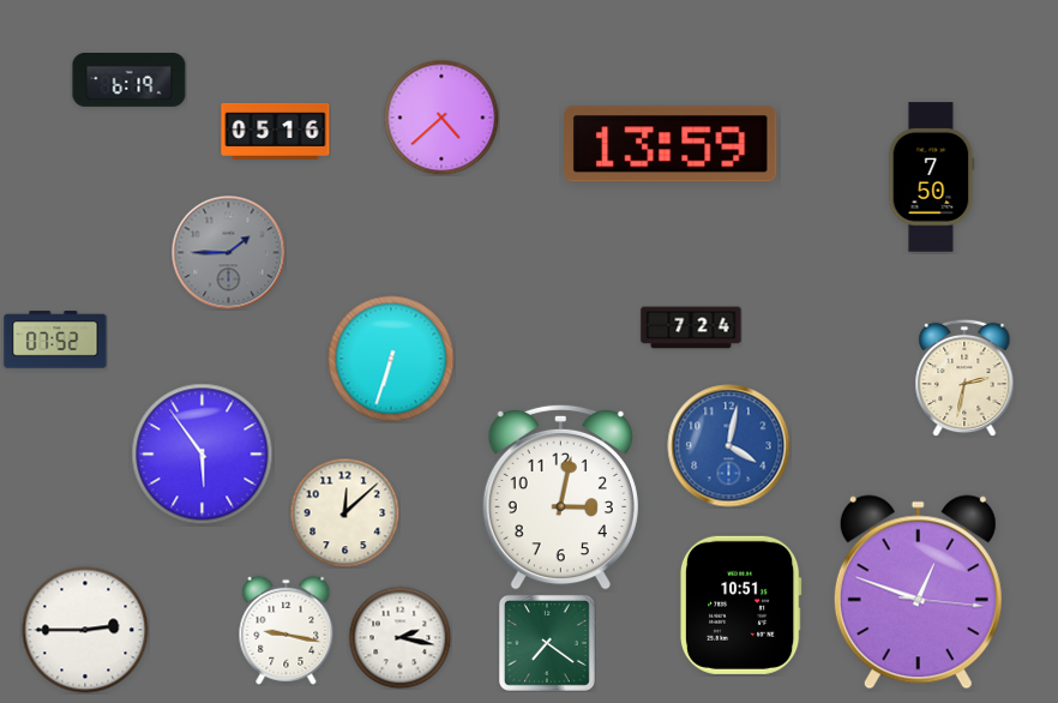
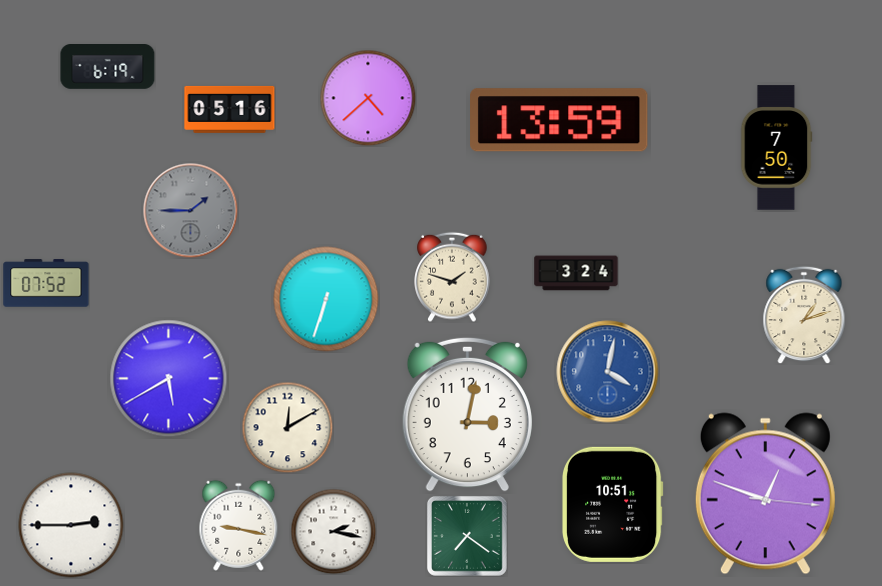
clock at (691, 328): 7:24 -> 3:24
clock at (452, 277): none -> 1:48
clock at (964, 378): 2:32 -> 1:12
clock at (203, 455): 5:54 -> 5:40
clock at (344, 512): 12:08 -> 12:10
clock at (740, 605) position: (740, 605) -> (612, 504)
clock at (547, 643) position: (547, 643) -> (467, 536)
